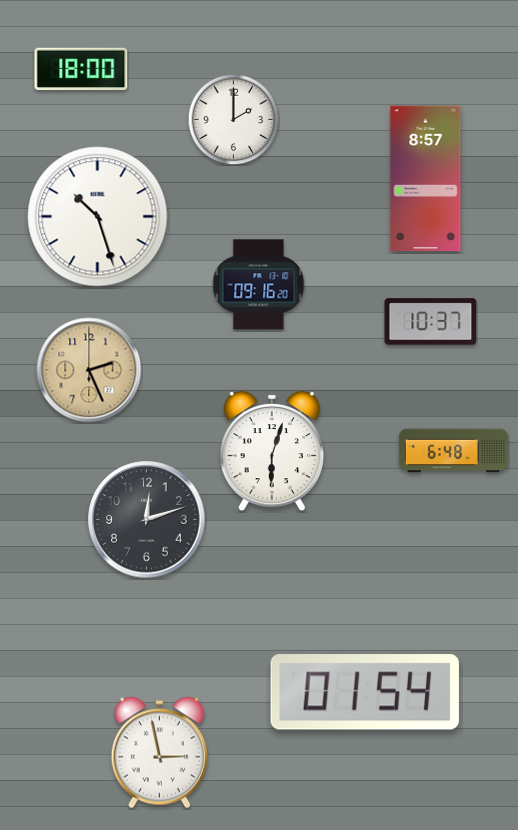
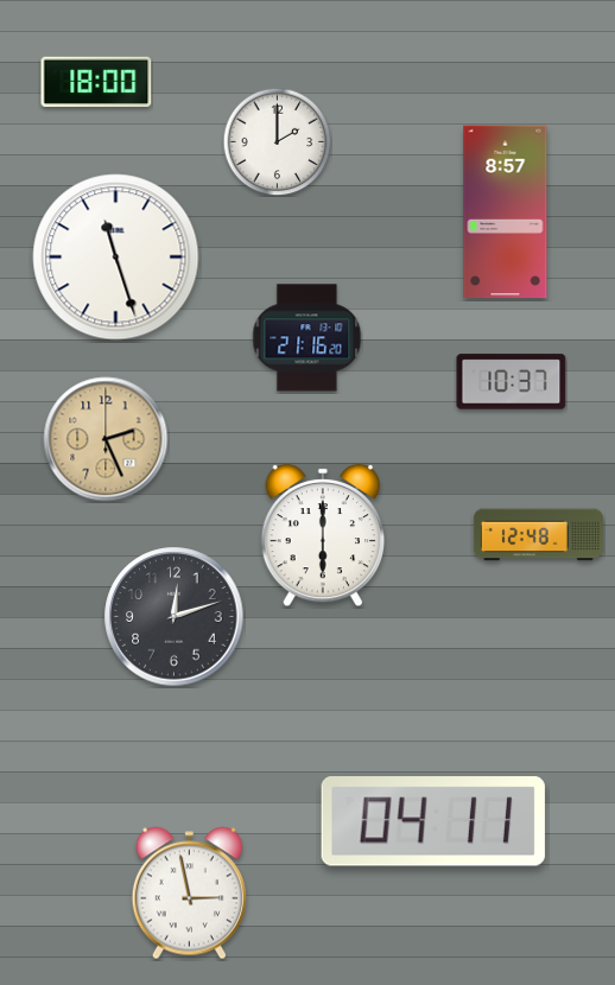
clock at (98, 217): 10:27 -> 11:27
clock at (259, 285): 09:16 -> 21:16
clock at (271, 451): 6:03 -> 6:00
clock at (453, 451): 6:48 -> 12:48
clock at (365, 692): 01:54 -> 04:11
